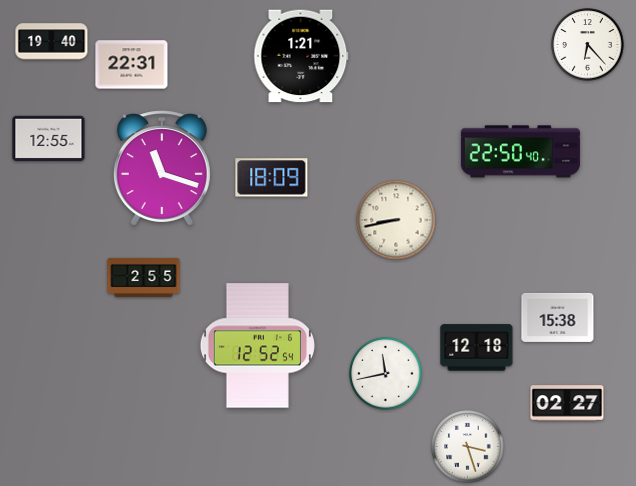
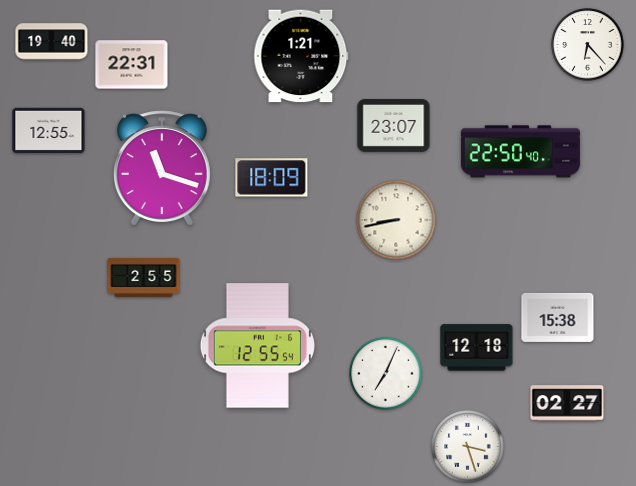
clock at (394, 126): none -> 23:07
clock at (49, 139) position: (49, 139) -> (49, 131)
clock at (257, 346): 12:52 -> 12:55
clock at (386, 374): 11:43 -> 7:04
